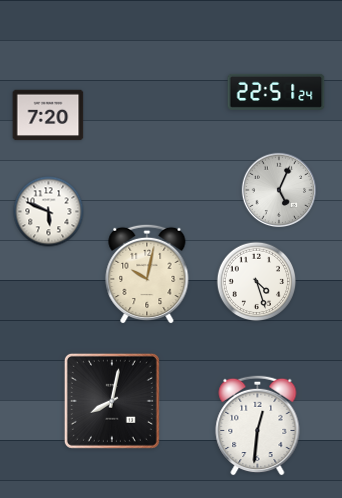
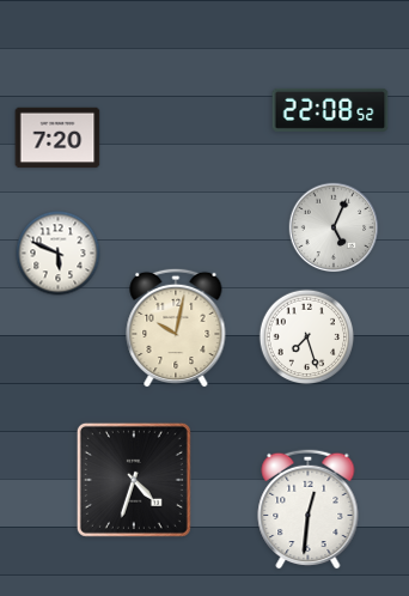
clock at (276, 92): 22:51 -> 22:08
clock at (257, 282): 4:27 -> 7:27
clock at (112, 401): 8:02 -> 4:33
